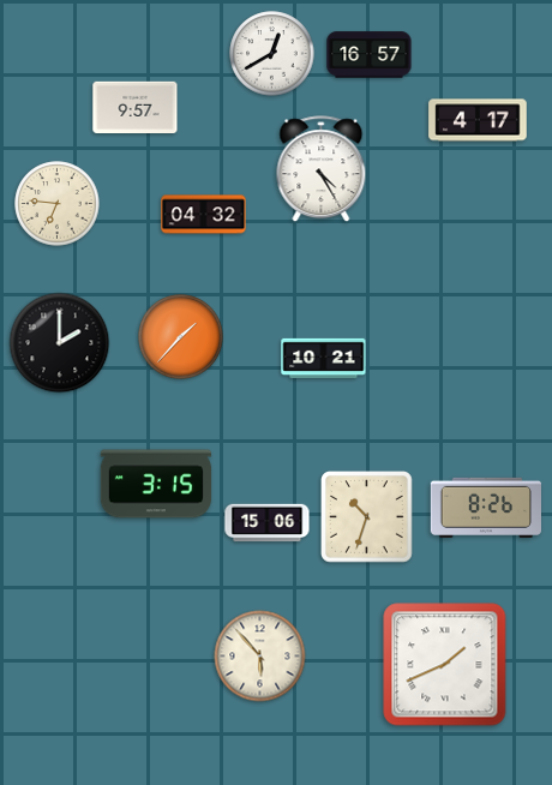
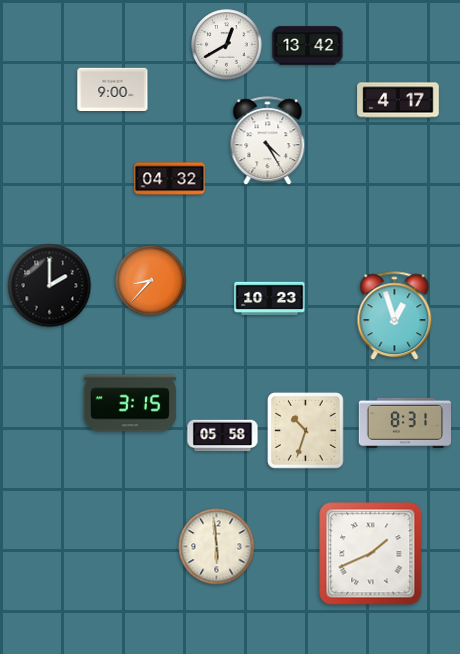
clock at (370, 55): 16:57 -> 13:42
clock at (136, 107): 9:57 -> 9:00
clock at (58, 204): 6:46 -> none
clock at (181, 337): 1:37 -> 8:37
clock at (324, 358): 10:21 -> 10:23
clock at (395, 316): none -> 12:57
clock at (485, 508): 8:26 -> 8:31
clock at (268, 523): 15:06 -> 05:58
clock at (260, 657): 5:53 -> 5:59
